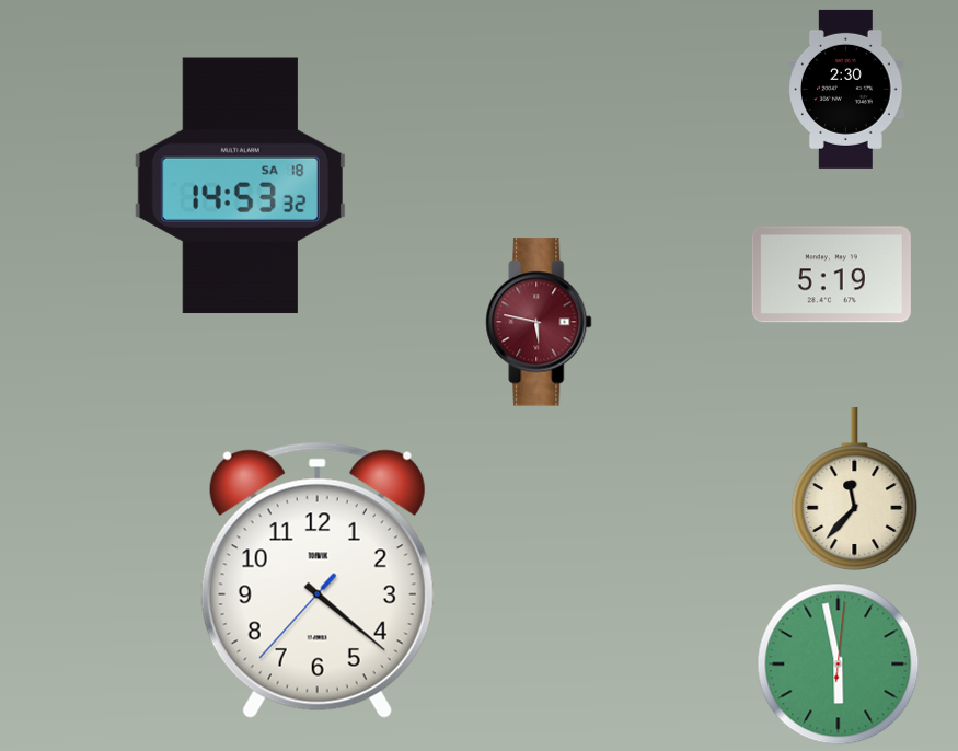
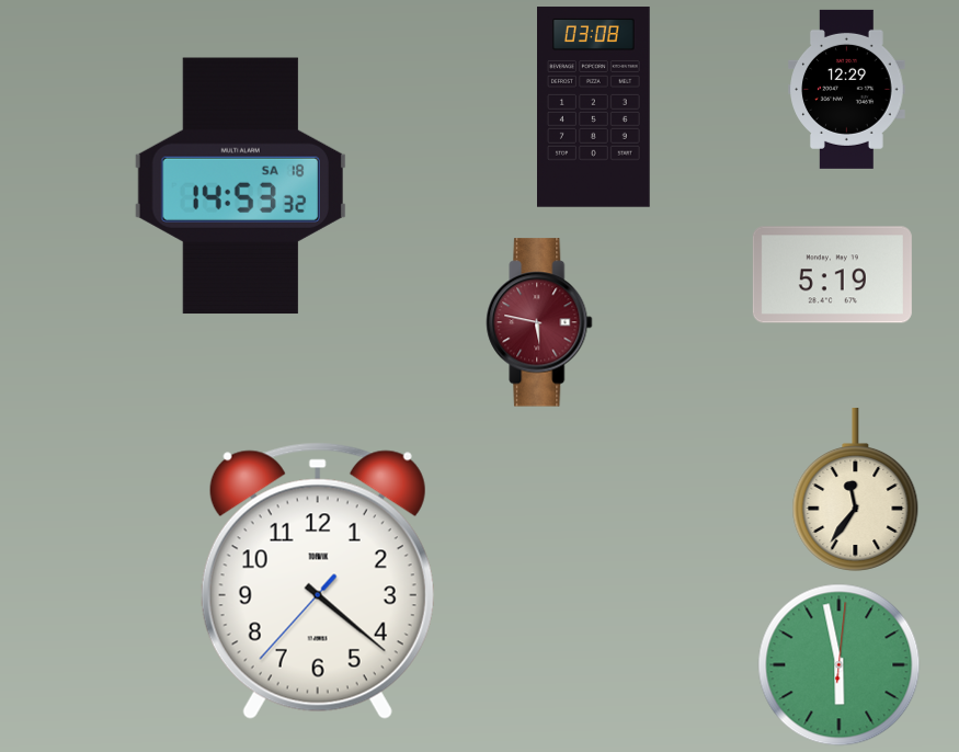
clock at (846, 89): 2:30 -> 12:29
clock at (594, 107): none -> 03:08
clock at (855, 488): 11:37 -> 11:36
